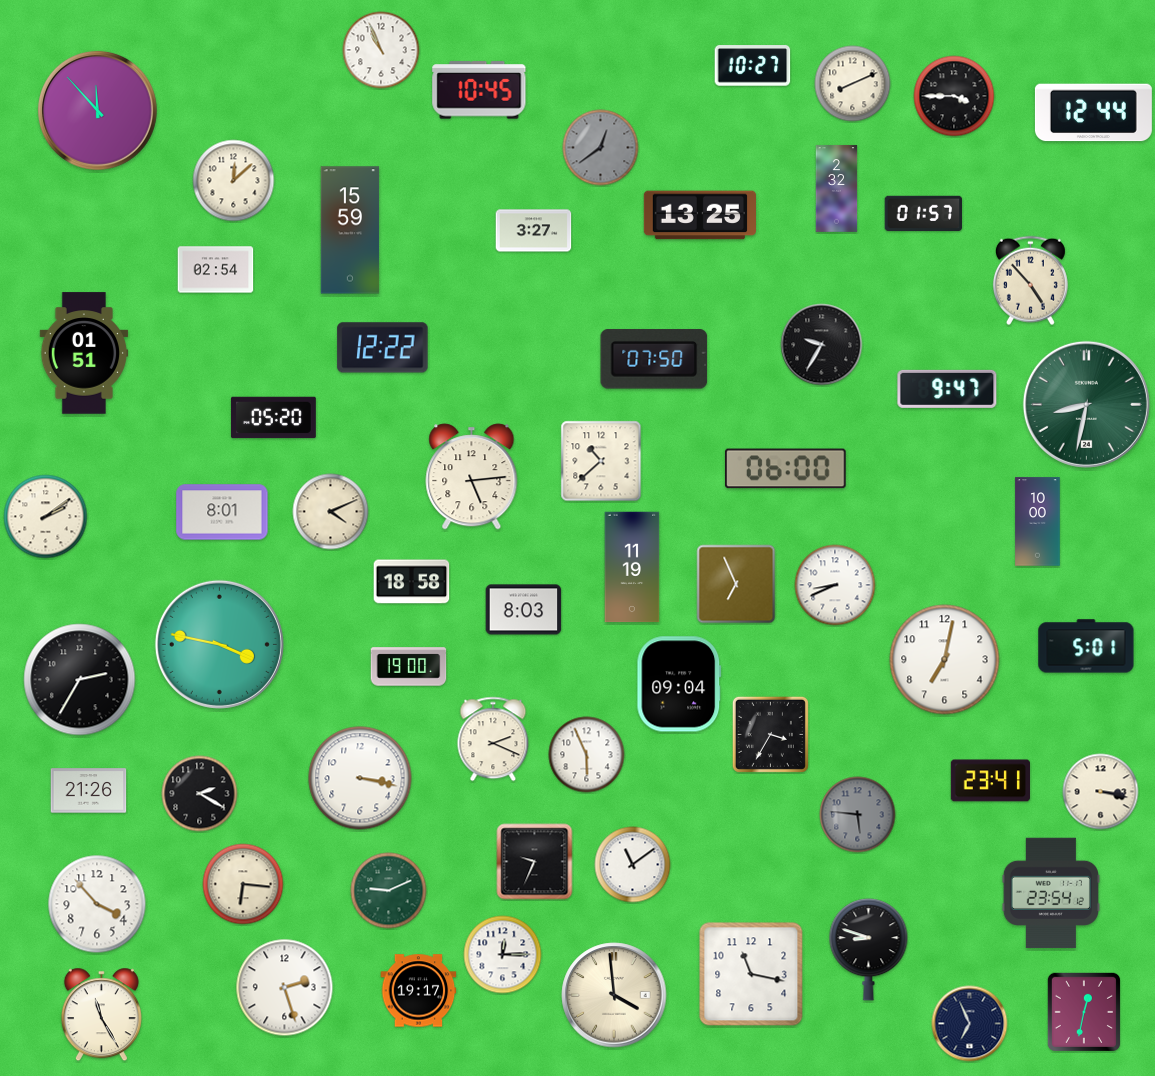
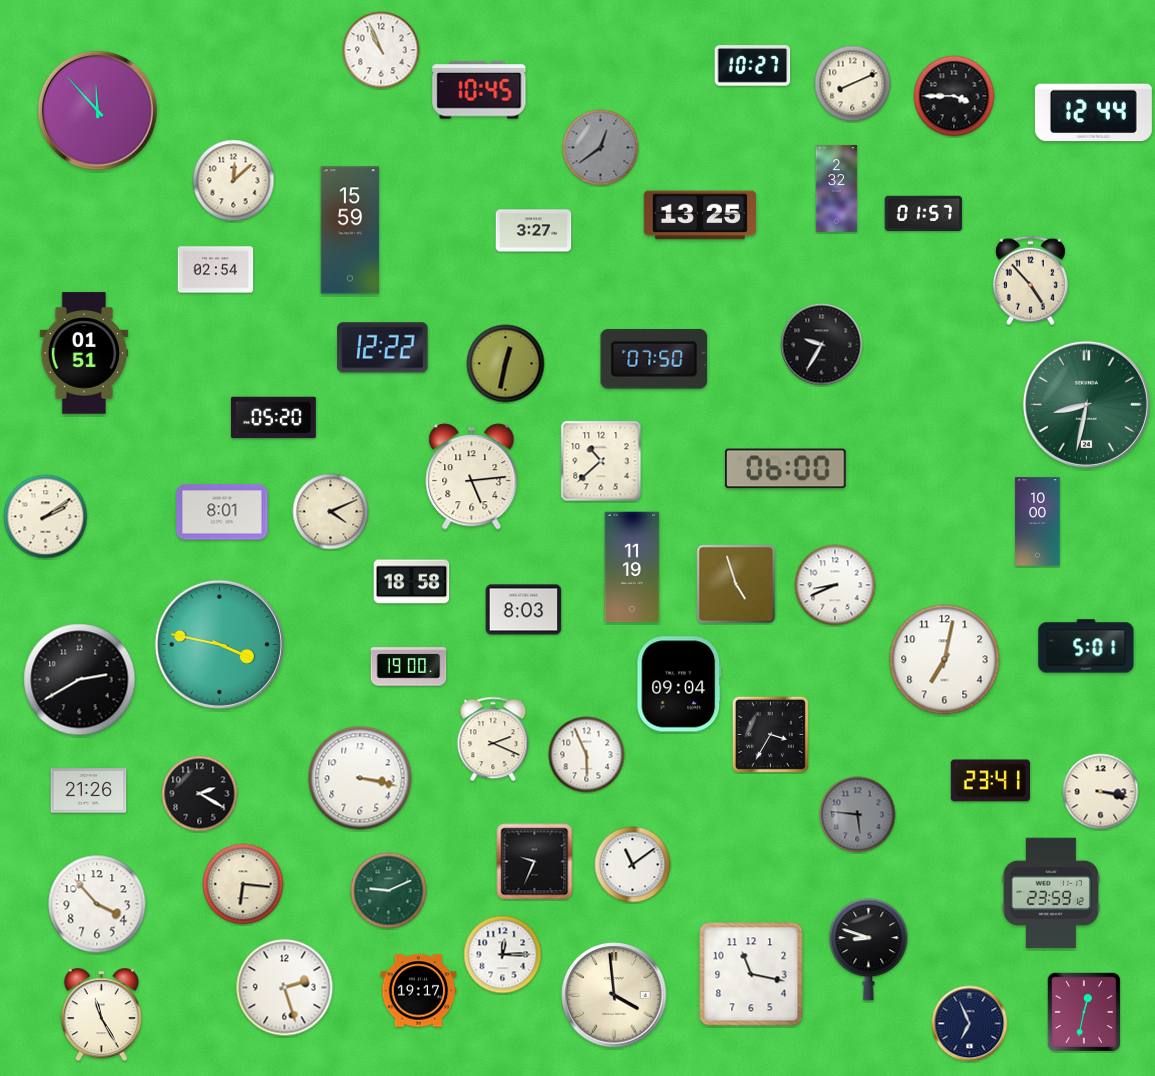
clock at (506, 364): none -> 12:32
clock at (947, 389): 9:47 -> none
clock at (736, 584): 6:56 -> 4:57
clock at (80, 680): 2:35 -> 2:40
clock at (1051, 893): 23:54 -> 23:59
